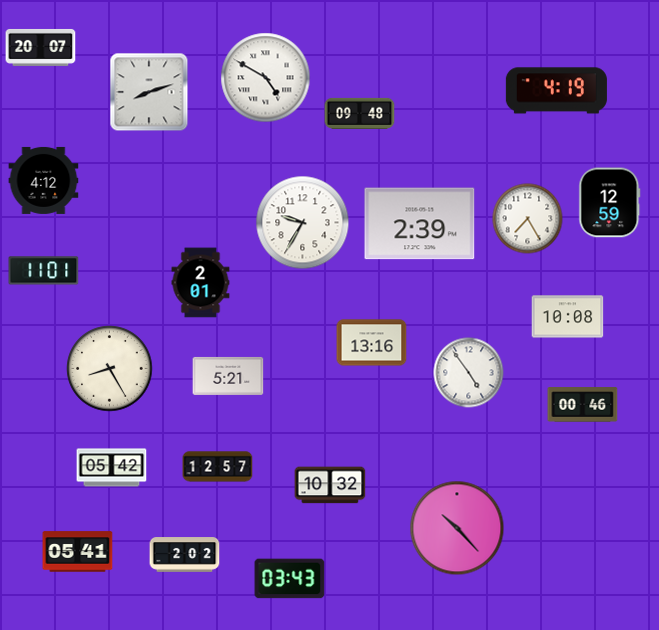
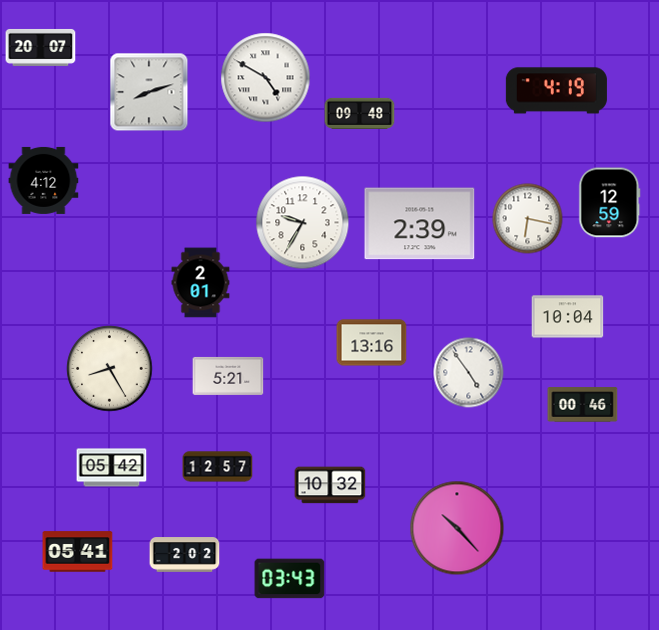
clock at (528, 219): 7:25 -> 6:17
clock at (44, 271): 11:01 -> none
clock at (568, 317): 10:08 -> 10:04
